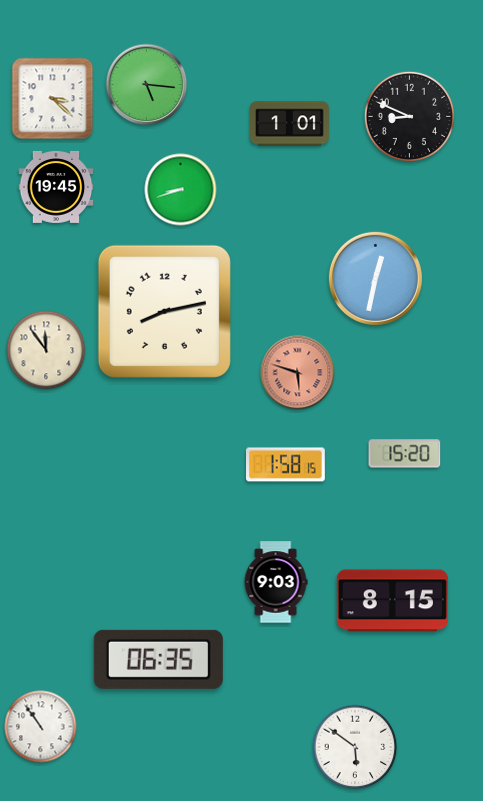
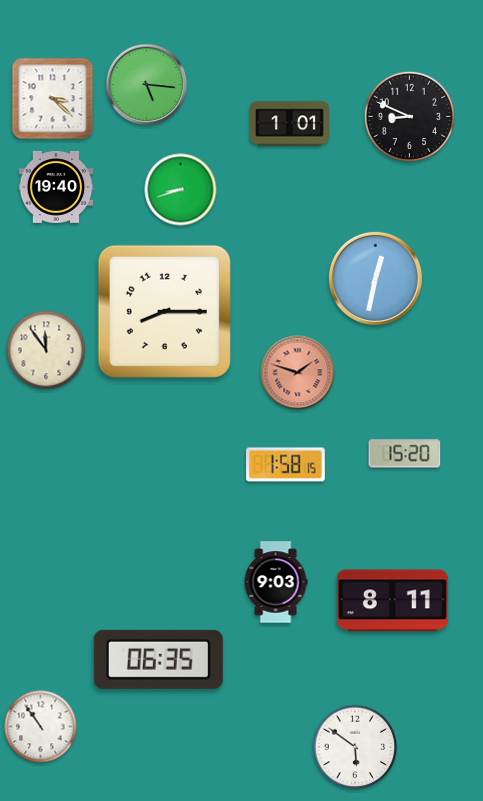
clock at (56, 187): 19:45 -> 19:40
clock at (164, 311): 8:13 -> 8:15
clock at (298, 373): 5:48 -> 1:48
clock at (392, 601): 8:15 -> 8:11
